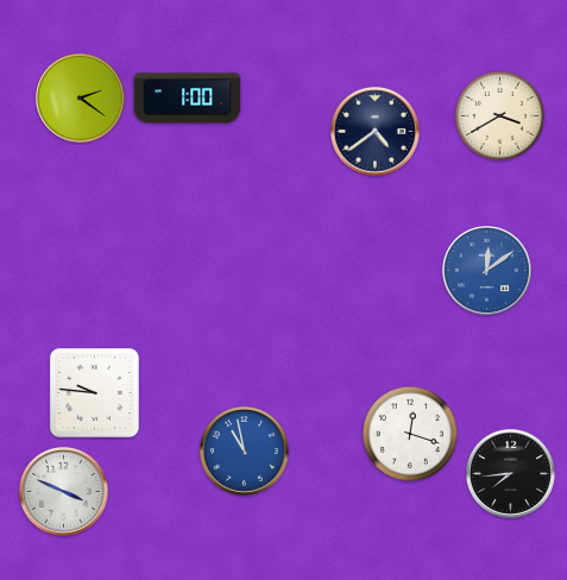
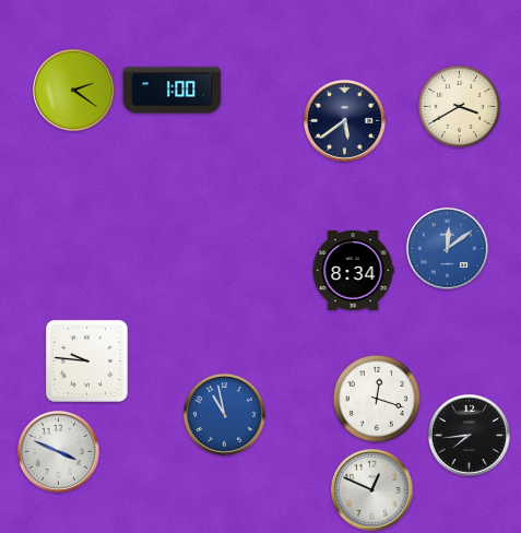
clock at (374, 131): 4:39 -> 5:39
clock at (353, 271): none -> 8:34
clock at (371, 489): none -> 12:49
